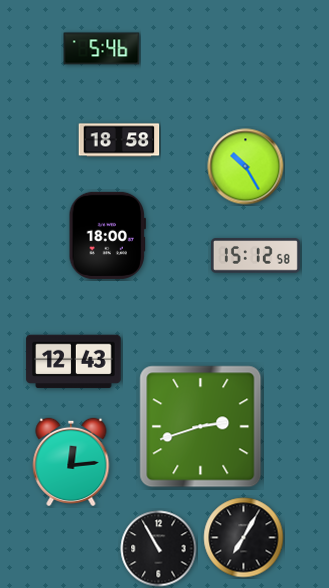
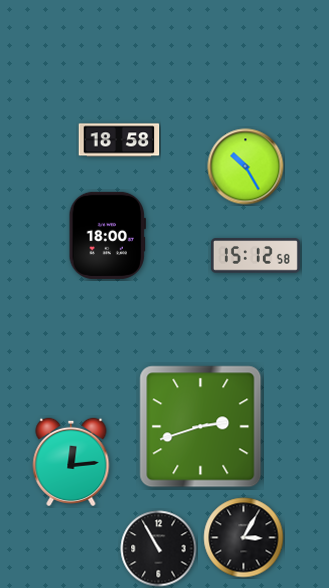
clock at (102, 49): 5:46 -> none
clock at (74, 362): 12:43 -> none
clock at (244, 538): 7:05 -> 3:05
